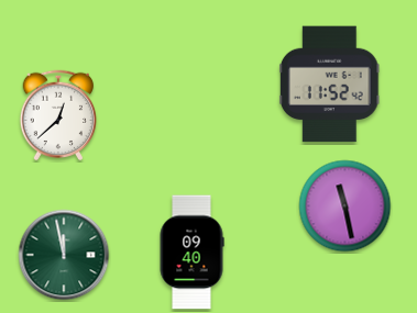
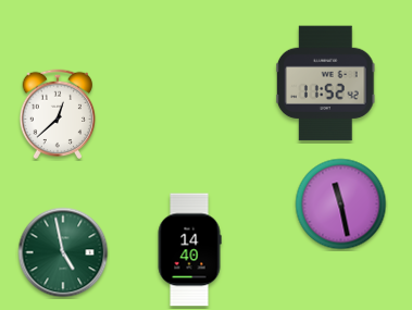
clock at (191, 253): 09:40 -> 14:40
clock at (64, 255): 11:58 -> 4:58
